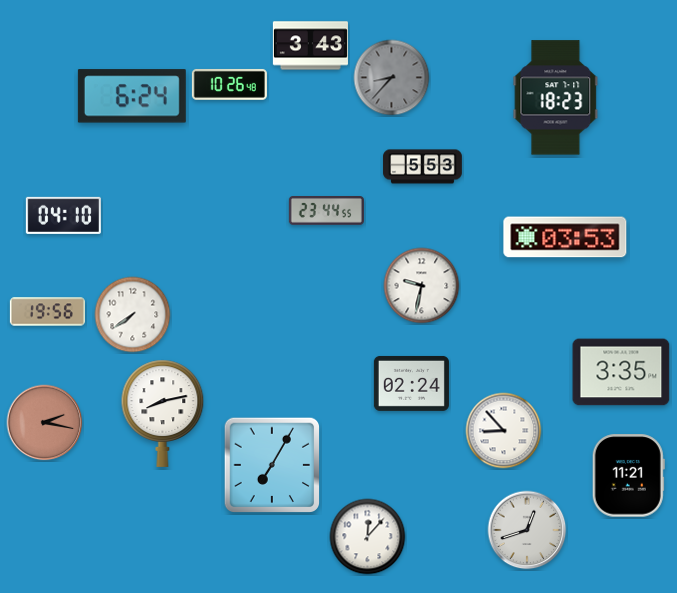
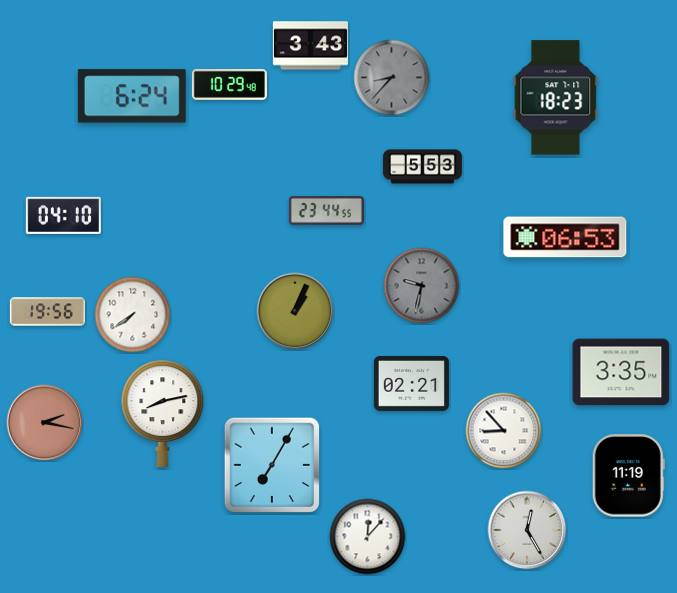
clock at (229, 84): 10:26 -> 10:29
clock at (565, 237): 03:53 -> 06:53
clock at (422, 286) dial: white -> grey
clock at (295, 311): none -> 1:04
clock at (411, 383): 02:24 -> 02:21
clock at (628, 476): 11:21 -> 11:19
clock at (527, 530): 12:42 -> 12:25
